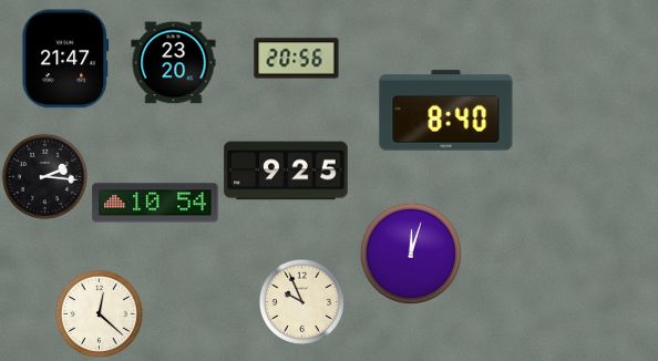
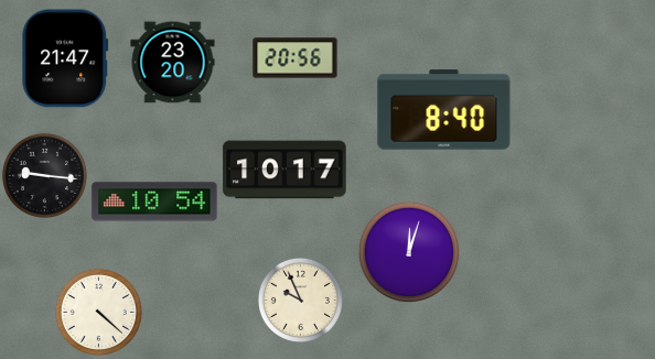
clock at (286, 171): 9:25 -> 10:17
clock at (44, 176): 2:16 -> 9:16
clock at (99, 313): 12:22 -> 4:22
